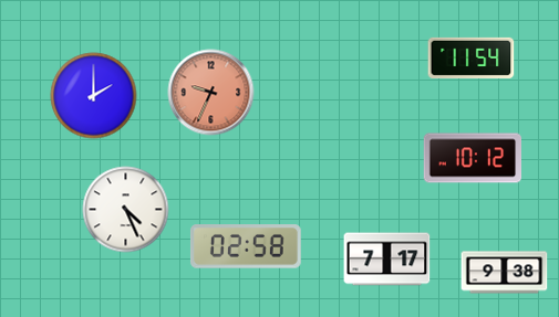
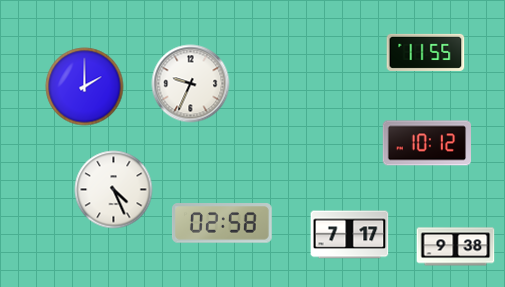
clock at (470, 57): 11:54 -> 11:55
clock at (210, 92) dial: salmon -> white
